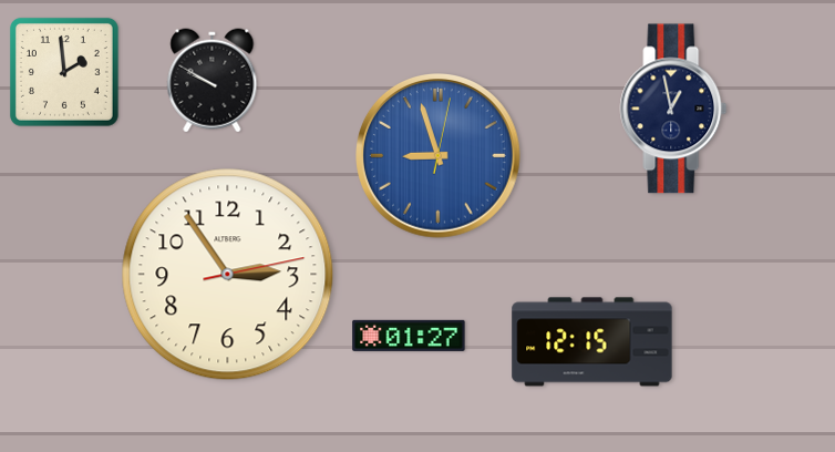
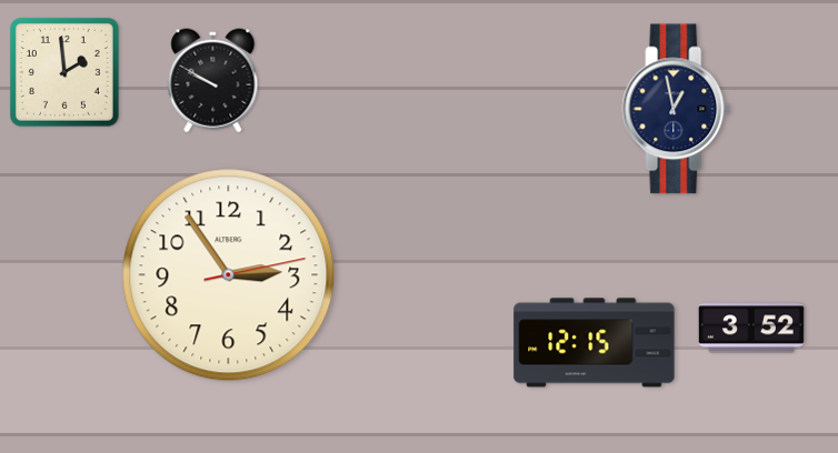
clock at (439, 156): 8:57 -> none
clock at (751, 328): none -> 3:52
clock at (409, 336): 01:27 -> none
